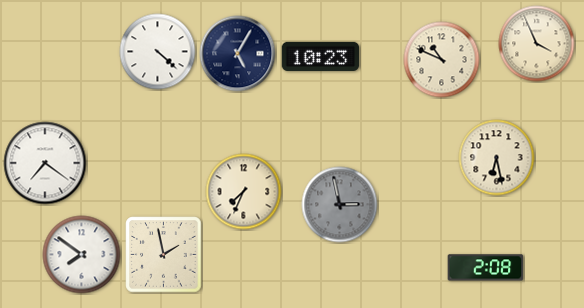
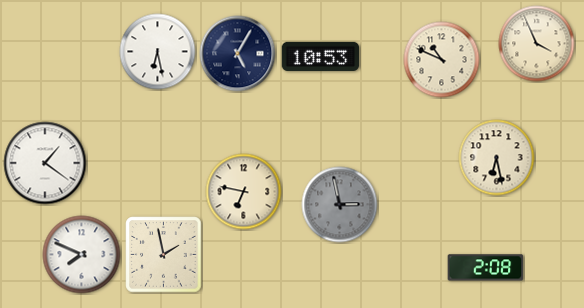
clock at (158, 52): 4:22 -> 6:28
clock at (321, 56): 10:23 -> 10:53
clock at (45, 163): 7:21 -> 1:21
clock at (244, 192): 7:34 -> 6:47
clock at (82, 255): 7:51 -> 7:49
